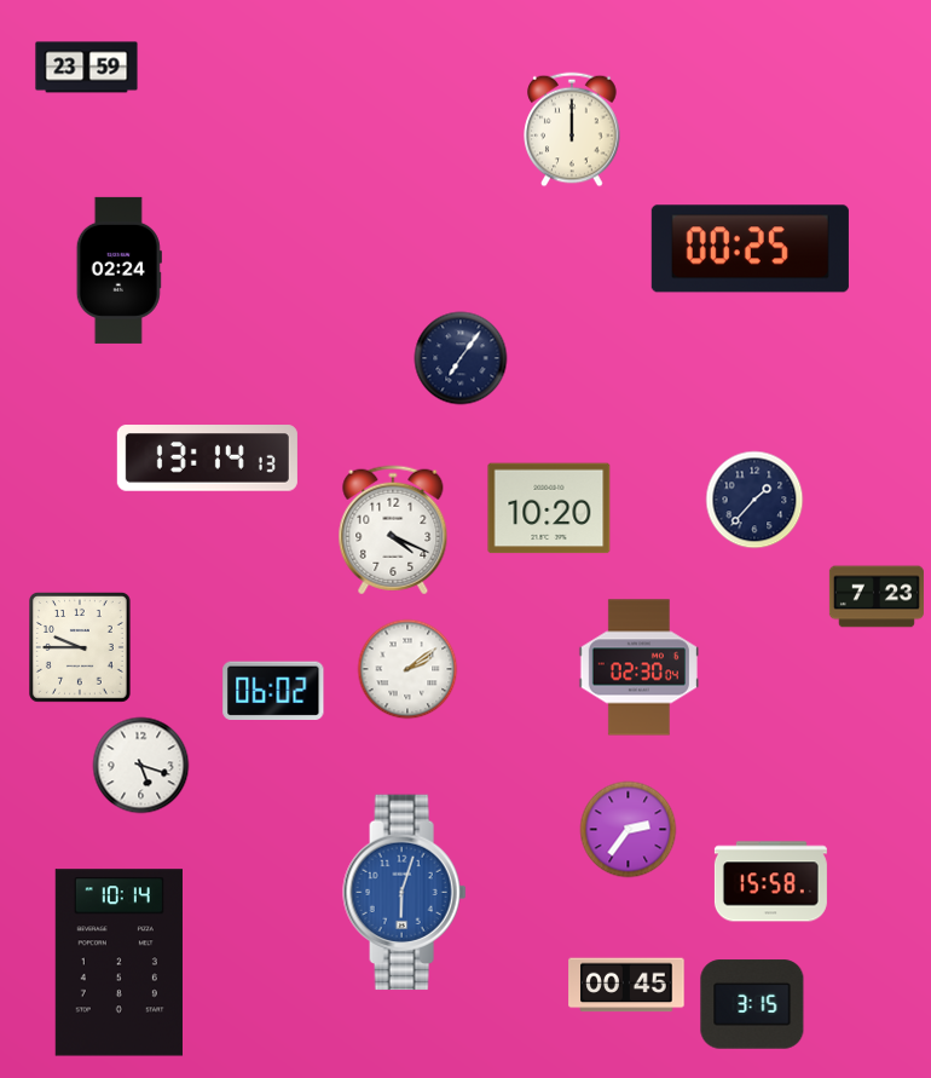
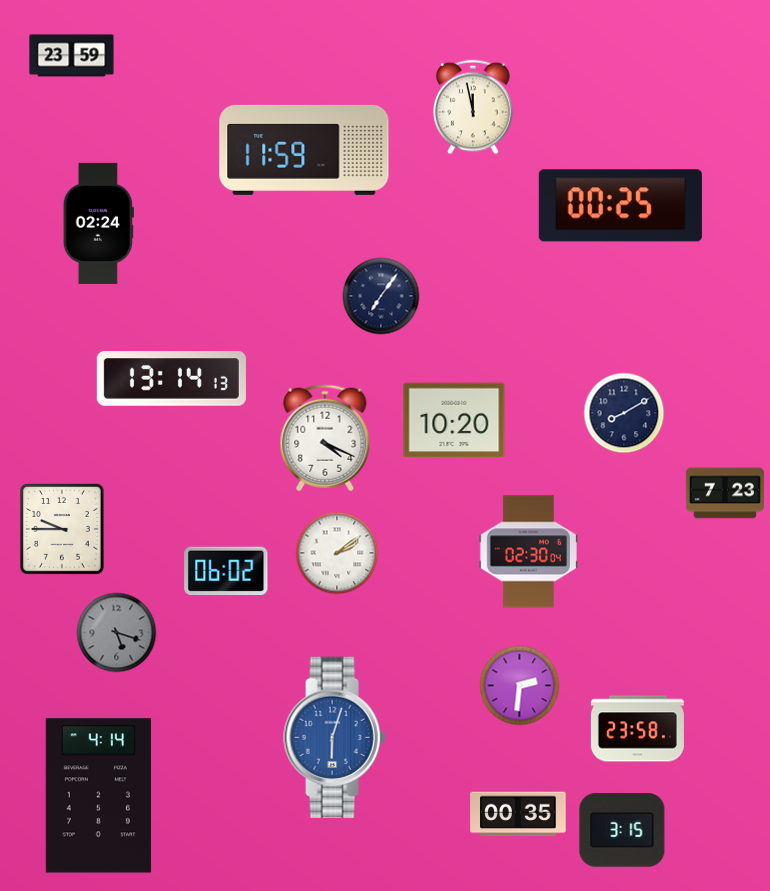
clock at (572, 129): 12:00 -> 11:58
clock at (304, 150): none -> 11:59
clock at (754, 500): 1:37 -> 8:10
clock at (81, 648) position: (81, 648) -> (63, 530)
clock at (141, 766) dial: white -> grey
clock at (629, 830): 2:36 -> 2:31
clock at (770, 882): 15:58 -> 23:58
clock at (118, 963): 10:14 -> 4:14
clock at (626, 985): 00:45 -> 00:35
